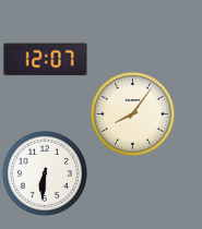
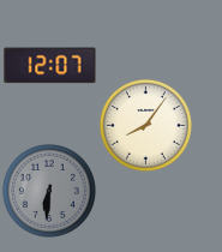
clock at (45, 173) dial: white -> grey
